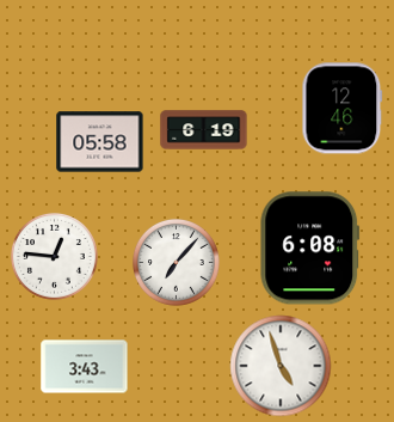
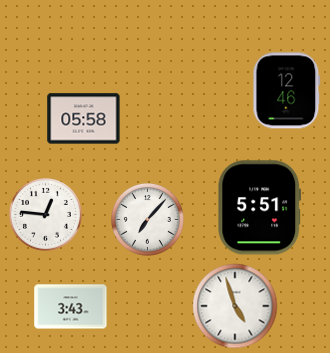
clock at (204, 130): 6:19 -> none
clock at (310, 249): 6:08 -> 5:51
